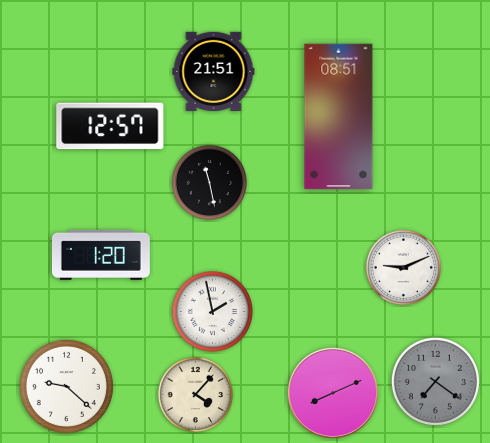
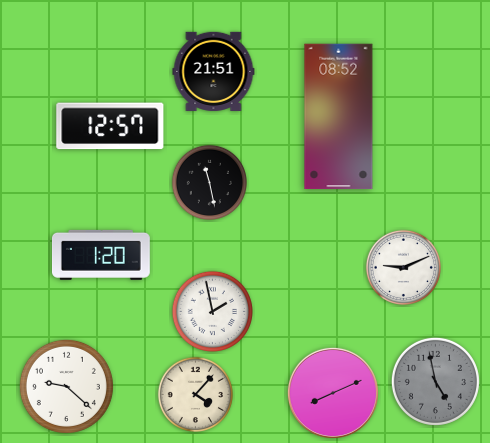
clock at (339, 117): 08:51 -> 08:52
clock at (435, 381): 7:21 -> 4:58
